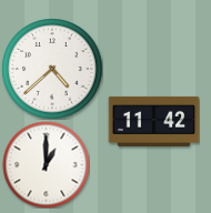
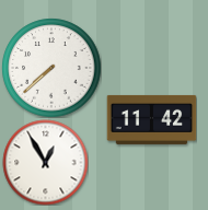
clock at (52, 69): 4:38 -> 7:38
clock at (46, 164): 1:00 -> 12:55
